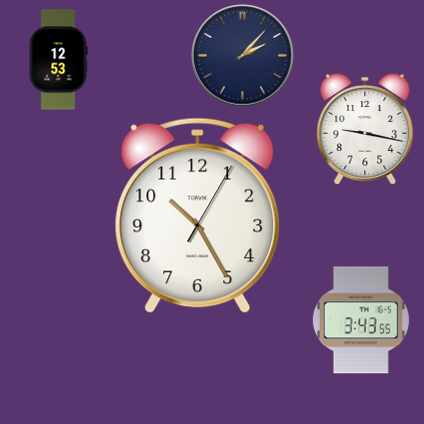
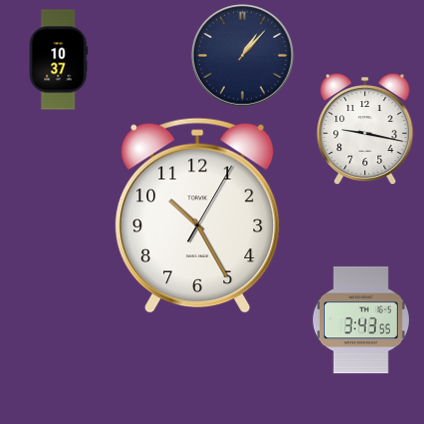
clock at (243, 56): 2:07 -> 1:07
clock at (58, 60): 12:53 -> 10:37
